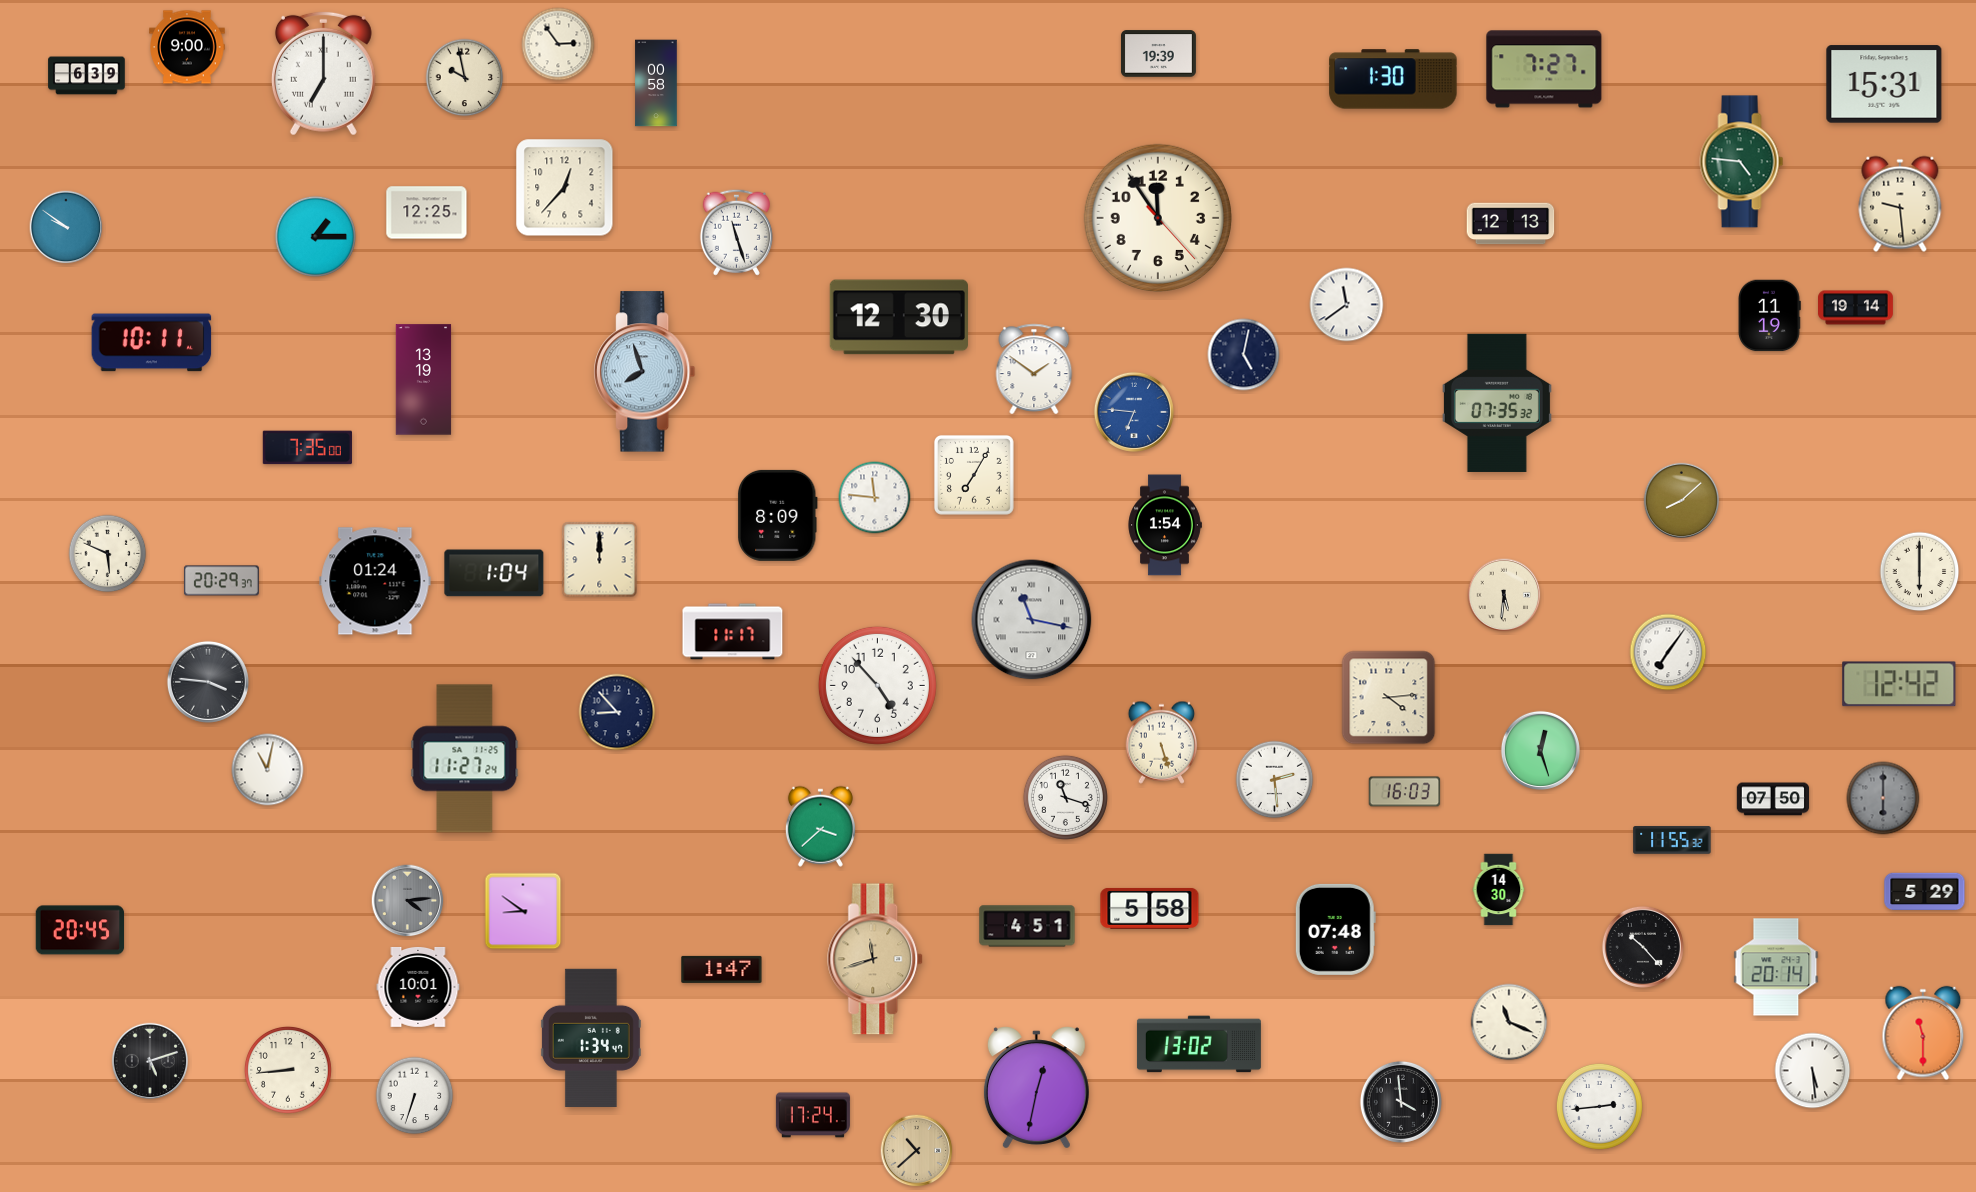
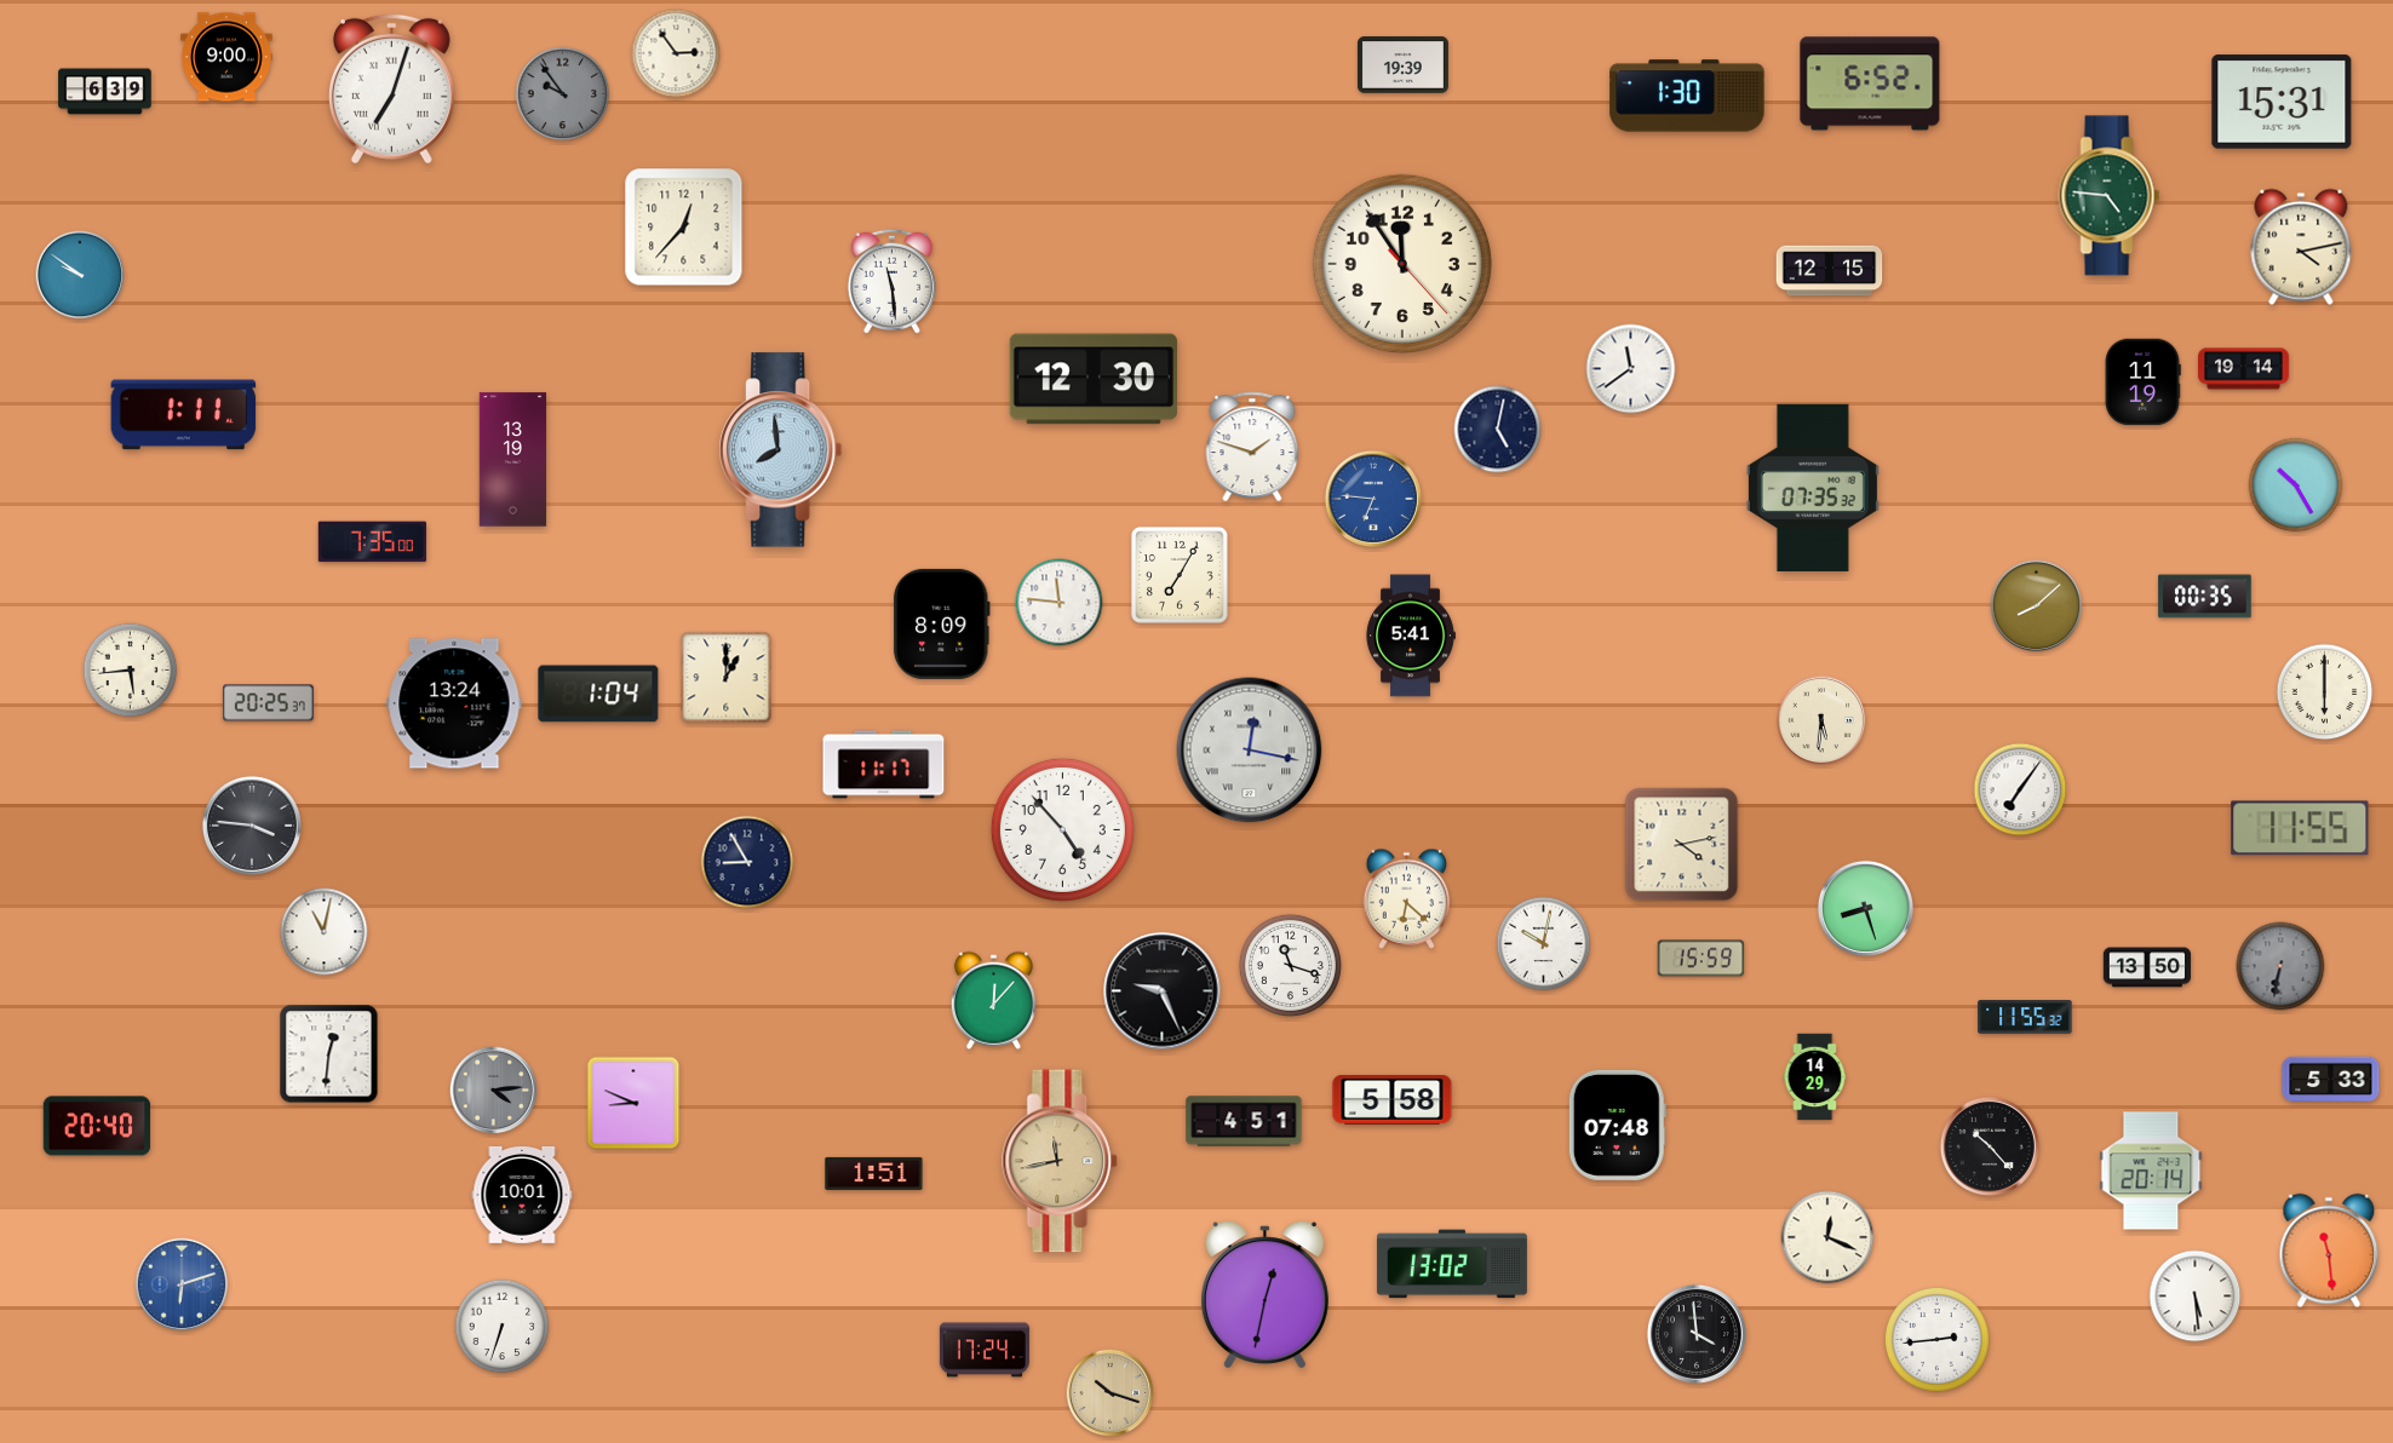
clock at (1544, 69): 7:27 -> 6:52
clock at (323, 73): 7:00 -> 7:03
clock at (465, 78): 9:58 -> 9:54
clock at (465, 78) dial: cream -> grey
clock at (656, 83): 00:58 -> none
clock at (1900, 204): 9:29 -> 4:13
clock at (427, 213): 12:25 -> none
clock at (1511, 224): 12:13 -> 12:15
clock at (736, 232): 11:27 -> 11:29
clock at (316, 237): 1:15 -> none
clock at (1856, 308) position: (1856, 308) -> (2244, 369)
clock at (899, 317) position: (899, 317) -> (1094, 379)
clock at (152, 343): 10:11 -> 1:11
clock at (1244, 355) position: (1244, 355) -> (1498, 430)
clock at (1034, 369): 1:51 -> 1:48
clock at (645, 372): 7:57 -> 7:59
clock at (2296, 485): none -> 10:25
clock at (2205, 597): none -> 00:35
clock at (1165, 525): 1:54 -> 5:41
clock at (108, 554): 5:49 -> 5:44
clock at (600, 560): 12:00 -> 1:00
clock at (221, 581): 20:29 -> 20:25
clock at (375, 581): 01:24 -> 13:24
clock at (1032, 620): 11:17 -> 12:17
clock at (733, 632) position: (733, 632) -> (884, 765)
clock at (1899, 684): 12:42 -> 11:55
clock at (1389, 698): 4:14 -> 4:13
clock at (617, 712): 8:53 -> 8:55
clock at (1162, 742): 5:27 -> 6:22
clock at (1540, 750): 12:27 -> 8:27
clock at (465, 759): 11:27 -> none
clock at (1275, 780): 2:29 -> 10:02
clock at (1405, 792): 16:03 -> 15:59
clock at (1883, 798): 6:00 -> 6:32
clock at (1773, 799): 07:50 -> 13:50
clock at (1163, 991): none -> 9:26
clock at (820, 826): 3:38 -> 12:07
clock at (329, 1054): none -> 12:31
clock at (1499, 890): 14:30 -> 14:29
clock at (1925, 892): 5:29 -> 5:33
clock at (523, 911): 8:51 -> 8:49
clock at (80, 930): 20:45 -> 20:40
clock at (876, 959): 11:42 -> 11:43
clock at (722, 969): 1:47 -> 1:51
clock at (418, 987) position: (418, 987) -> (522, 1195)
clock at (1509, 1022): 11:19 -> 12:19
clock at (1923, 1033): 11:30 -> 11:29
clock at (591, 1038): 1:34 -> none
clock at (150, 1061): 5:12 -> 6:12
clock at (150, 1061) dial: black -> blue
clock at (288, 1070): 8:44 -> none
clock at (1036, 1088) position: (1036, 1088) -> (1264, 1295)
clock at (917, 1151): 10:38 -> 10:18
